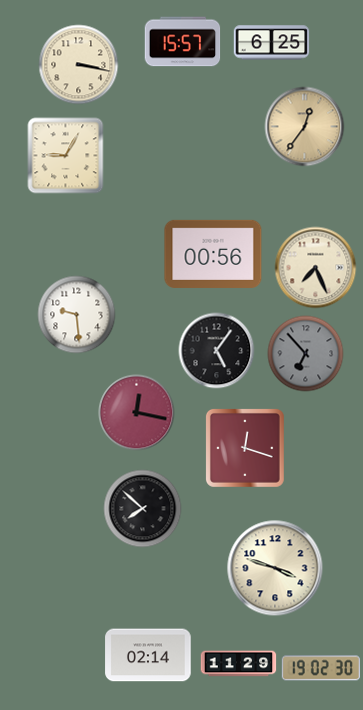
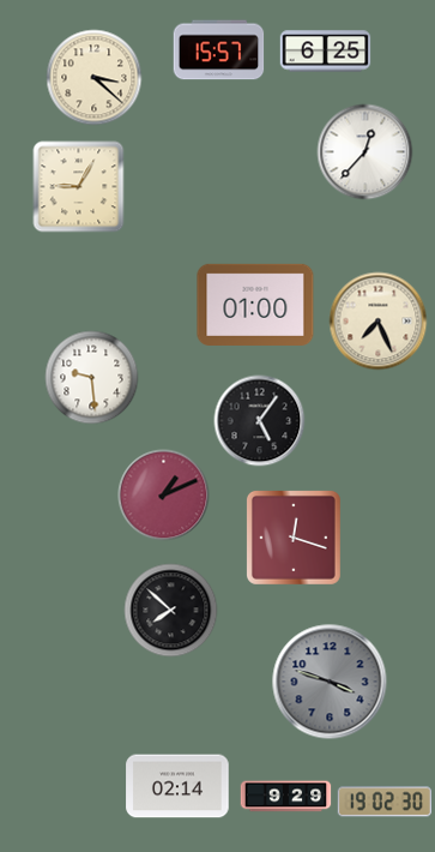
clock at (79, 65): 3:17 -> 3:22
clock at (305, 127): 12:36 -> 12:37
clock at (305, 127) dial: champagne -> white
clock at (213, 254): 00:56 -> 01:00
clock at (306, 354): 6:53 -> none
clock at (137, 413): 12:17 -> 1:11
clock at (275, 568) dial: cream -> grey
clock at (239, 664): 11:29 -> 9:29
